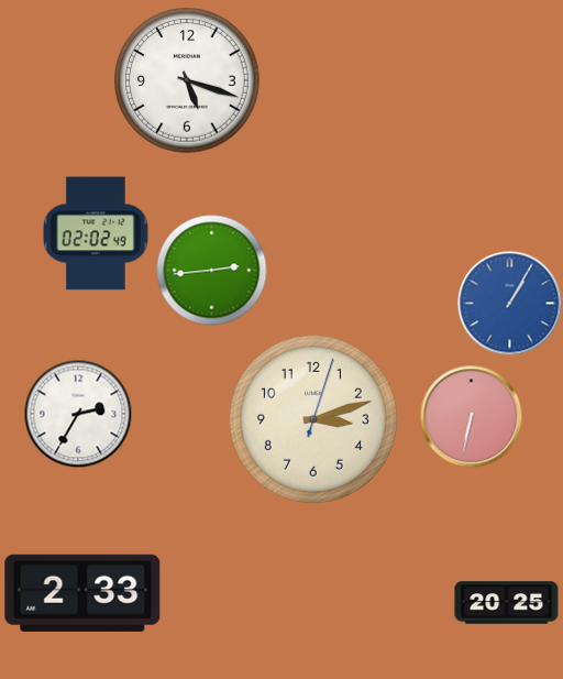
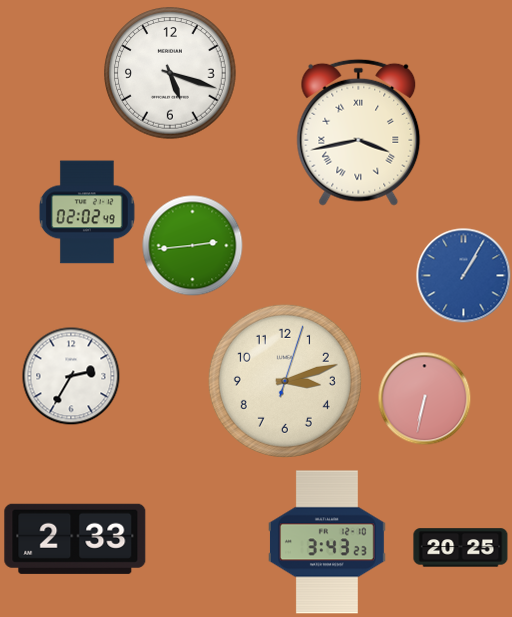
clock at (359, 132): none -> 3:43
clock at (471, 416) position: (471, 416) -> (424, 398)
clock at (327, 542): none -> 3:43
